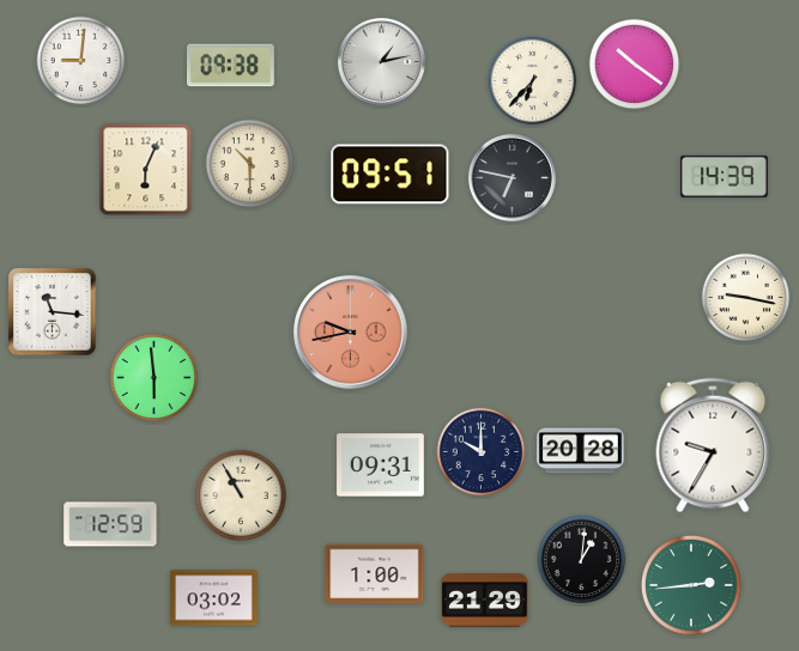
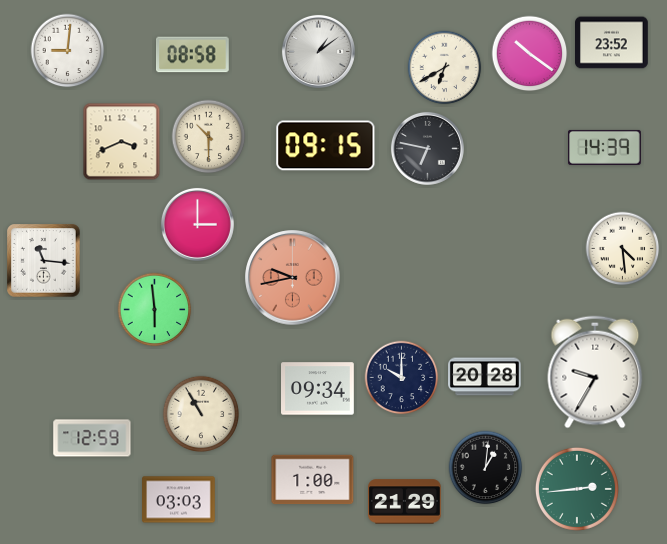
clock at (612, 43): none -> 23:52
clock at (381, 61): 1:13 -> 1:09
clock at (231, 66): 09:38 -> 08:58
clock at (533, 81): 6:37 -> 6:40
clock at (146, 170): 6:04 -> 3:41
clock at (391, 175): 09:51 -> 09:15
clock at (197, 224): none -> 3:00
clock at (746, 298): 9:17 -> 4:29
clock at (155, 378) position: (155, 378) -> (155, 310)
clock at (381, 466): 09:31 -> 09:34
clock at (214, 598): 03:02 -> 03:03
